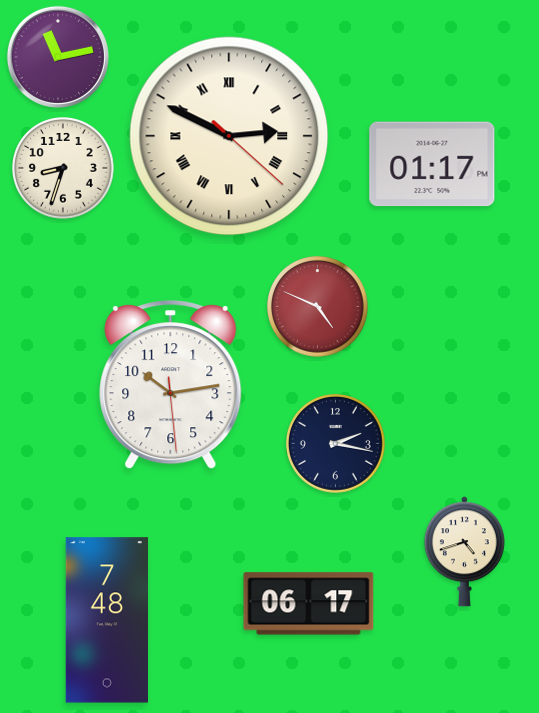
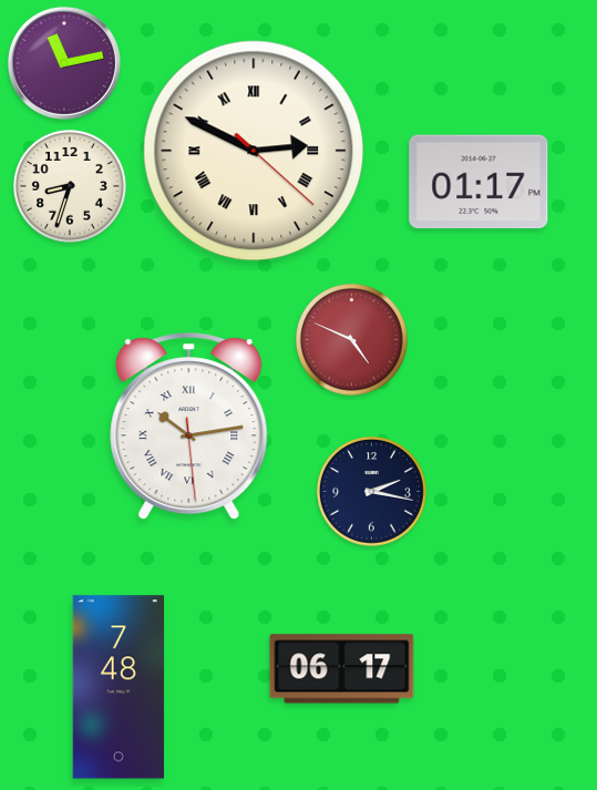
clock at (171, 385) numerals: Arabic -> Roman
clock at (464, 552): 4:42 -> none
